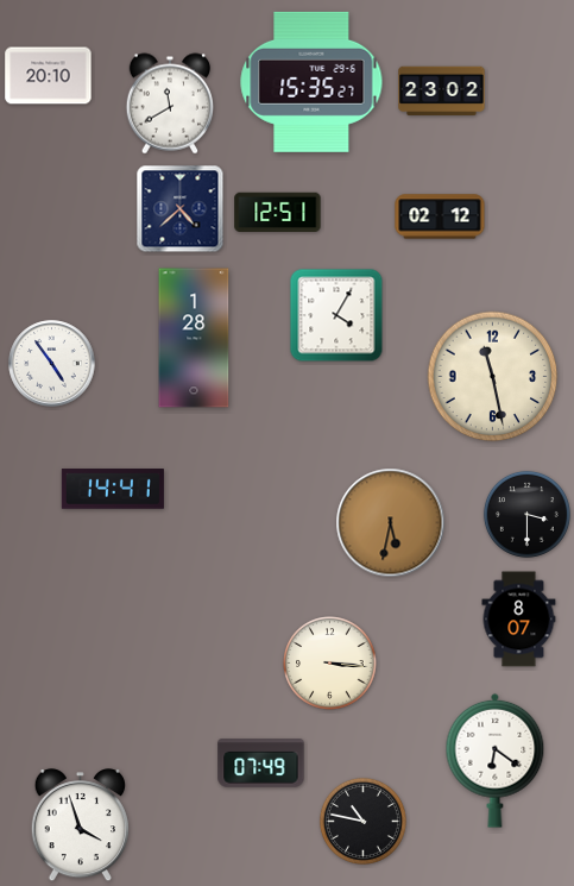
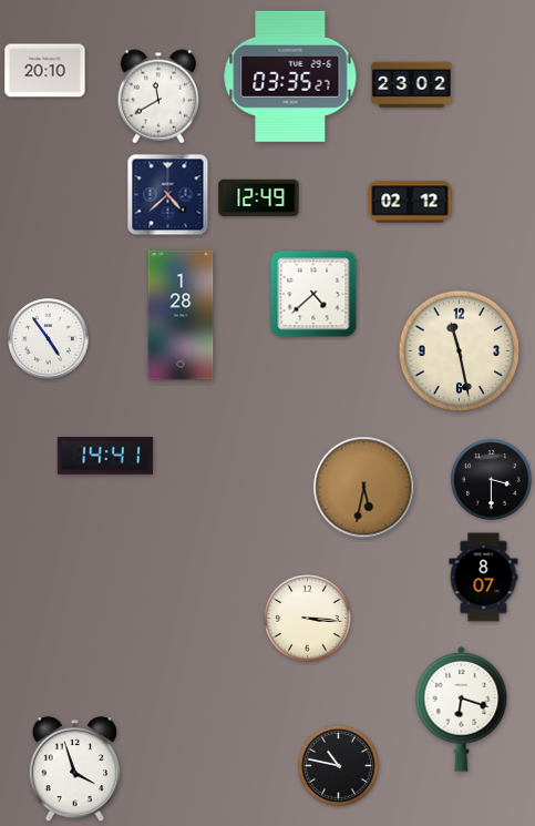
clock at (311, 82): 15:35 -> 03:35
clock at (278, 212): 12:51 -> 12:49
clock at (336, 315): 4:05 -> 4:38
clock at (496, 760): 6:21 -> 6:18
clock at (261, 764): 07:49 -> none
